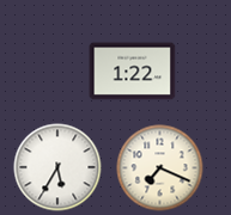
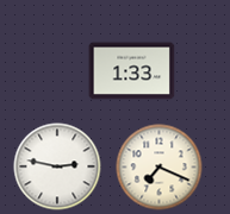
clock at (133, 72): 1:22 -> 1:33
clock at (57, 167): 5:35 -> 2:47
